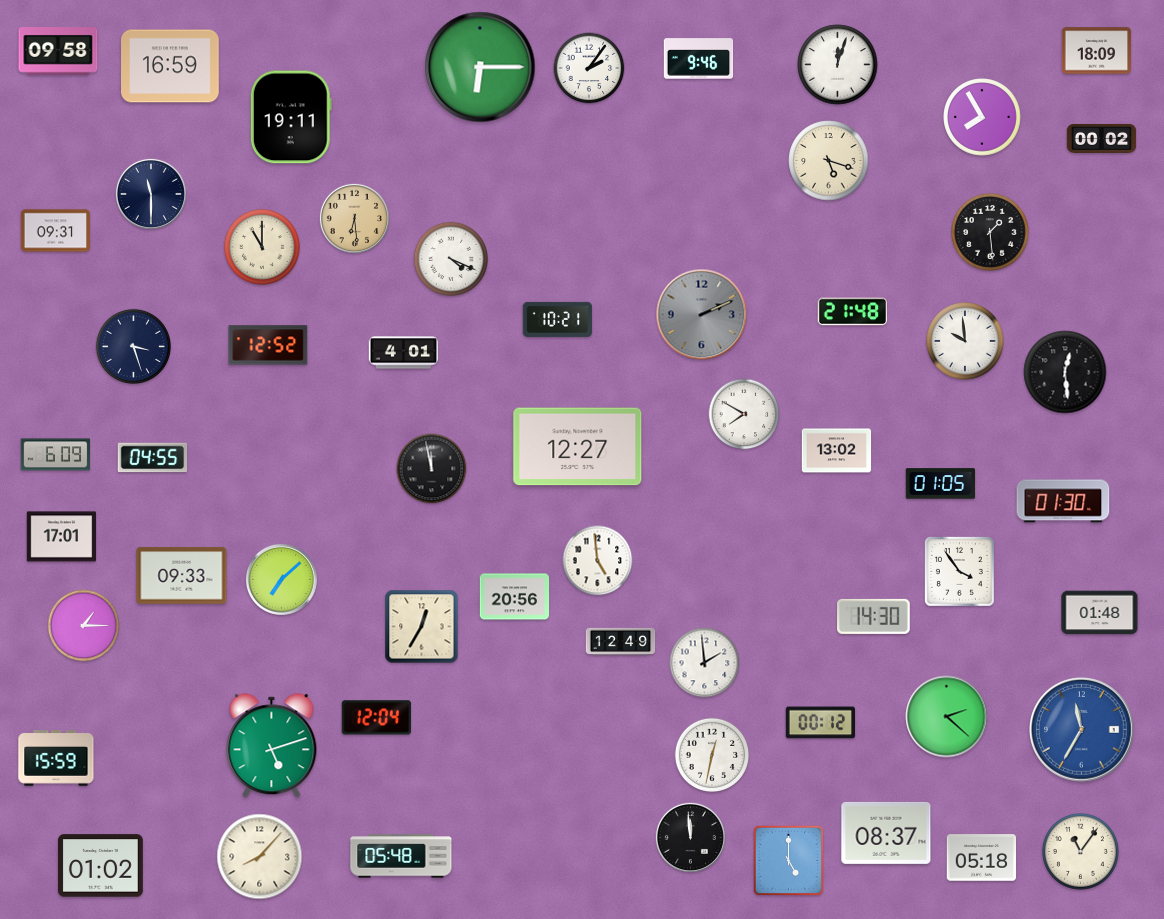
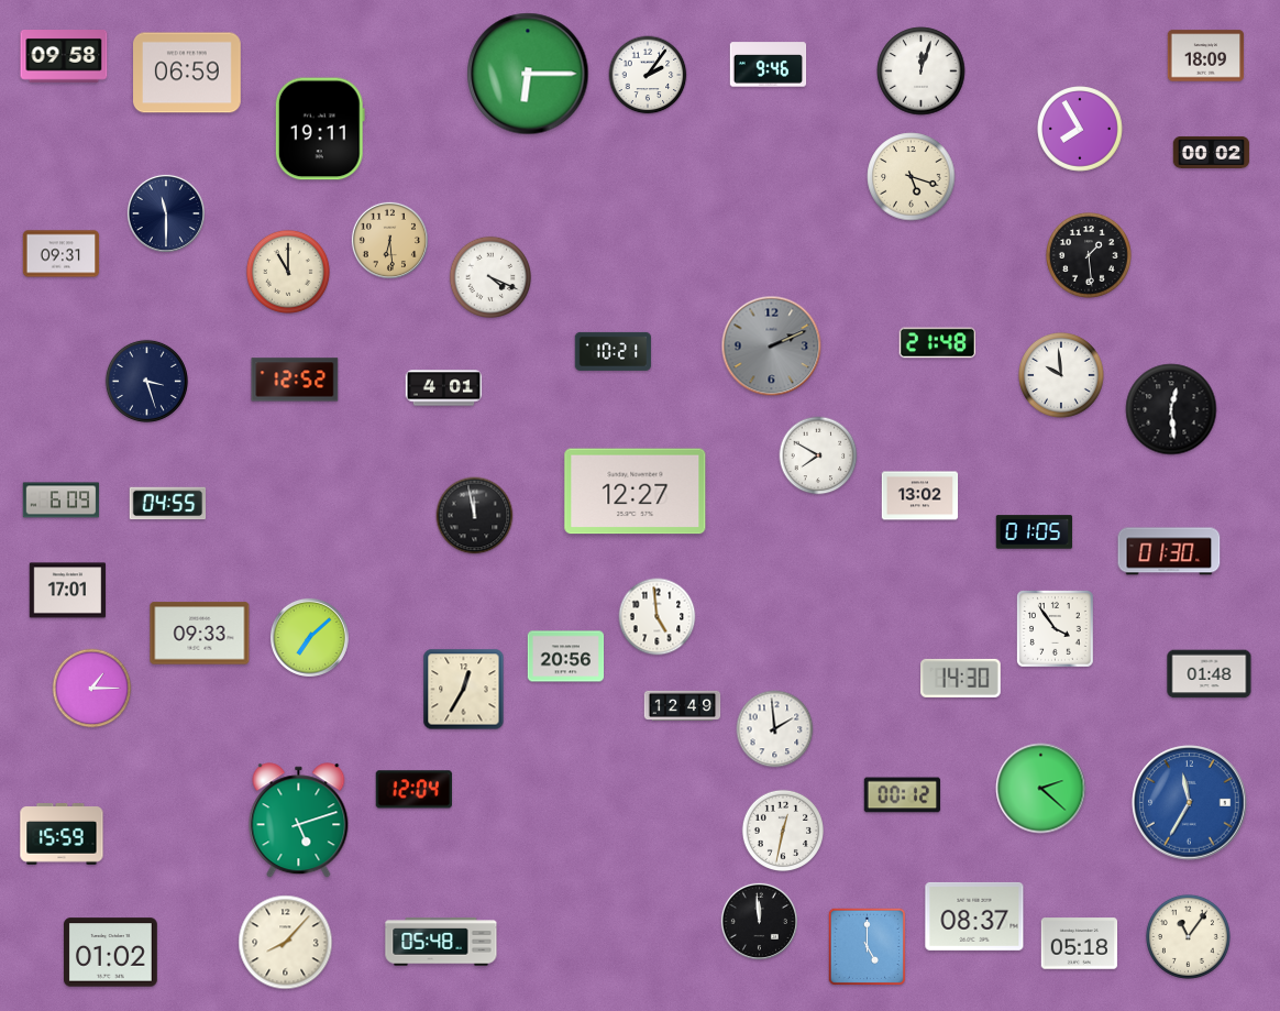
clock at (171, 66): 16:59 -> 06:59
clock at (450, 258) position: (450, 258) -> (489, 276)
